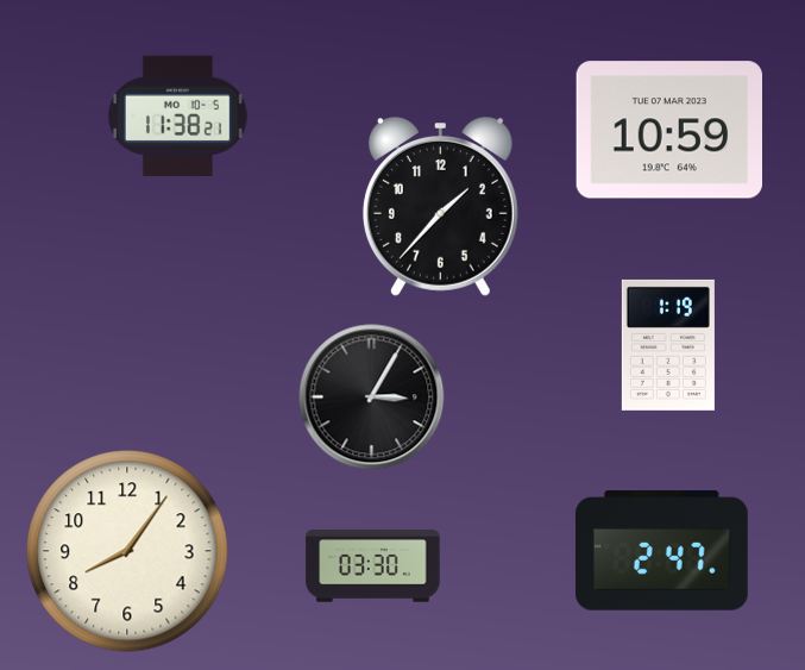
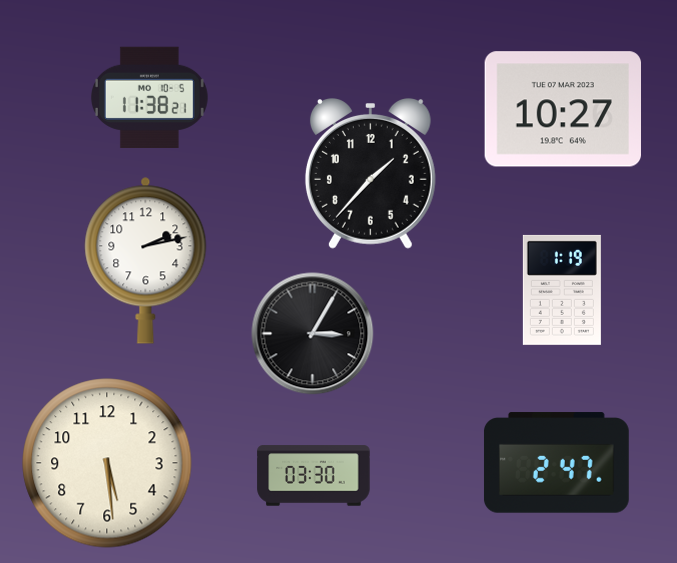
clock at (668, 130): 10:59 -> 10:27
clock at (146, 260): none -> 2:13
clock at (127, 551): 8:06 -> 5:29
